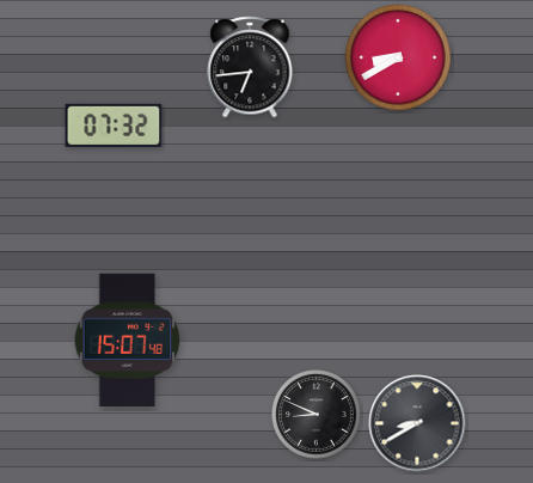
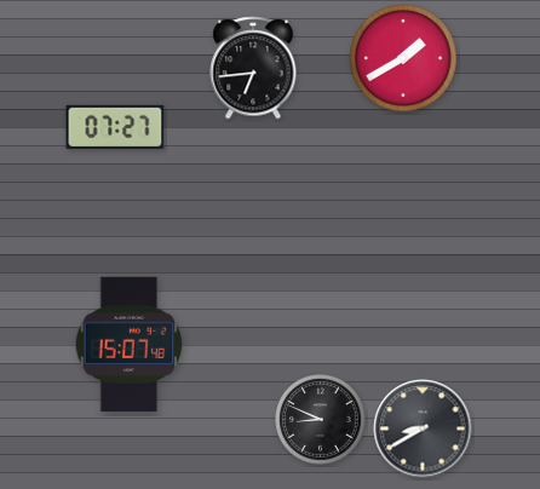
clock at (398, 57): 8:40 -> 1:40
clock at (114, 126): 07:32 -> 07:27
